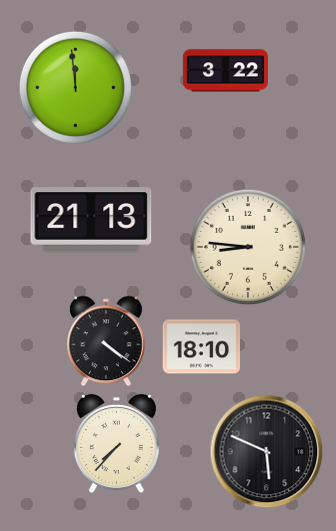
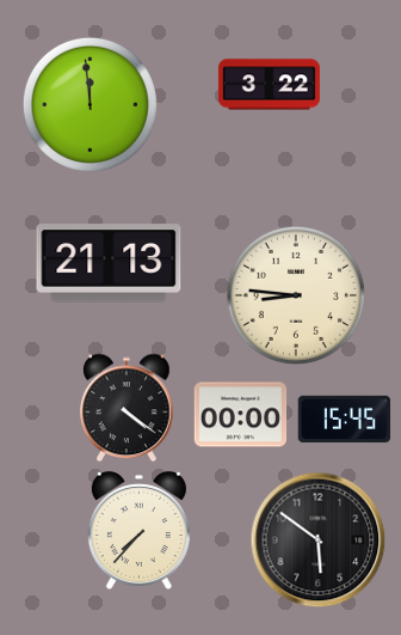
clock at (201, 347): 18:10 -> 00:00
clock at (344, 419): none -> 15:45
clock at (266, 451): 5:49 -> 5:51
